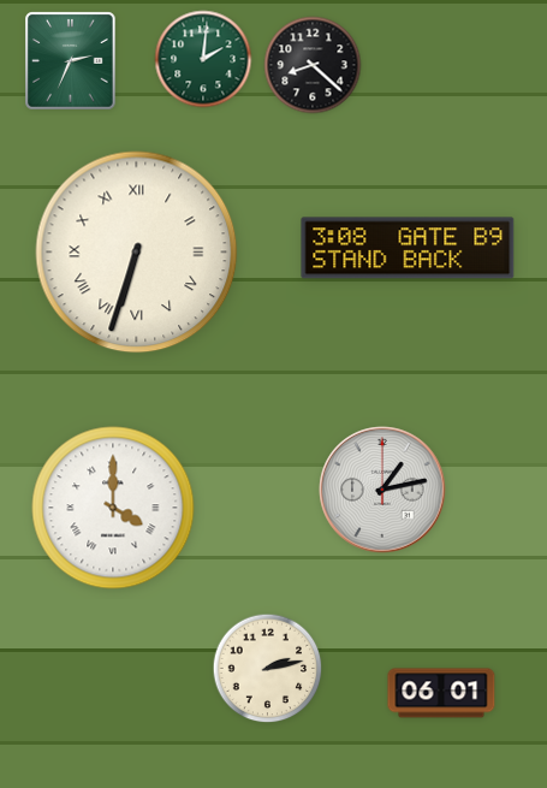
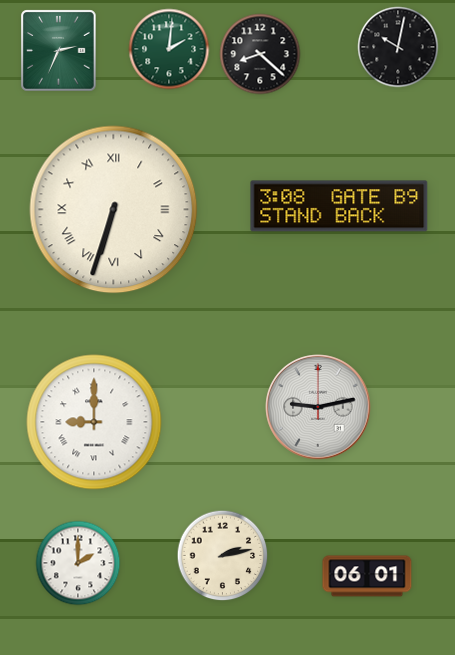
clock at (398, 47): none -> 10:02
clock at (382, 490): 1:13 -> 9:13
clock at (113, 508): 4:00 -> 9:00
clock at (78, 563): none -> 2:00
